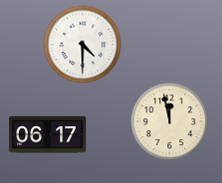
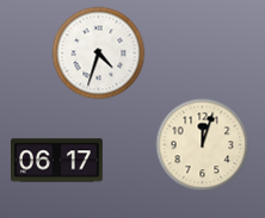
clock at (82, 44): 4:30 -> 4:33
clock at (169, 121): 11:58 -> 12:03
